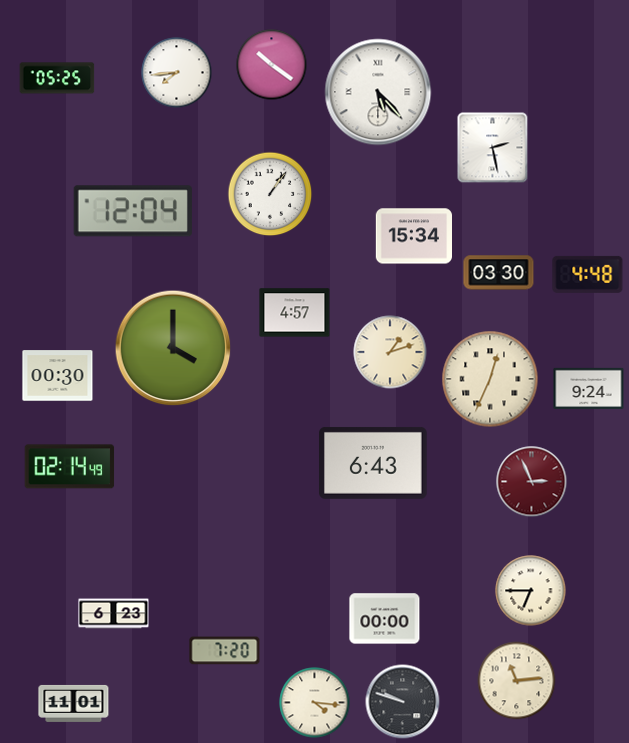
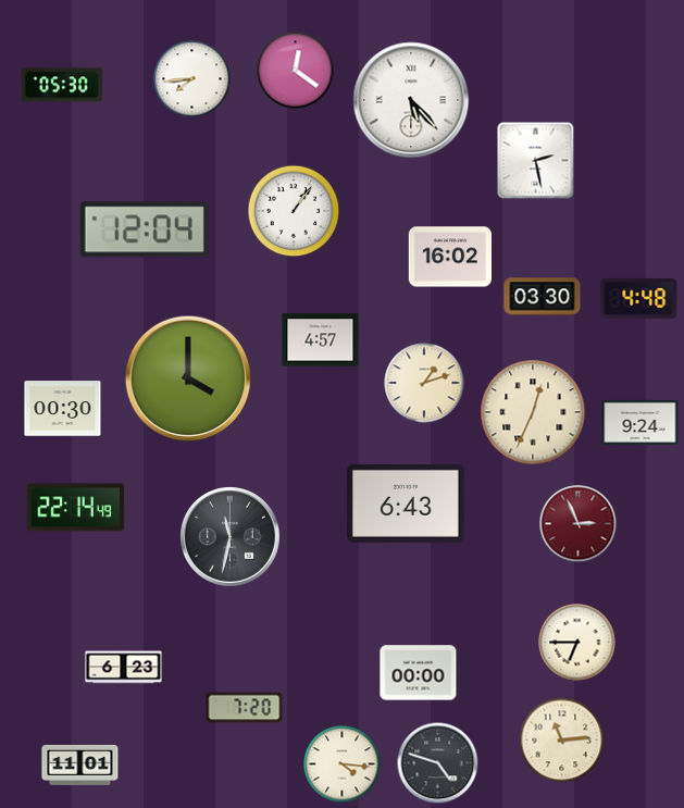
clock at (272, 65): 10:21 -> 12:21
clock at (57, 78): 05:25 -> 05:30
clock at (413, 236): 15:34 -> 16:02
clock at (70, 467): 02:14 -> 22:14
clock at (231, 537): none -> 11:32
clock at (403, 702): 9:48 -> 4:48
